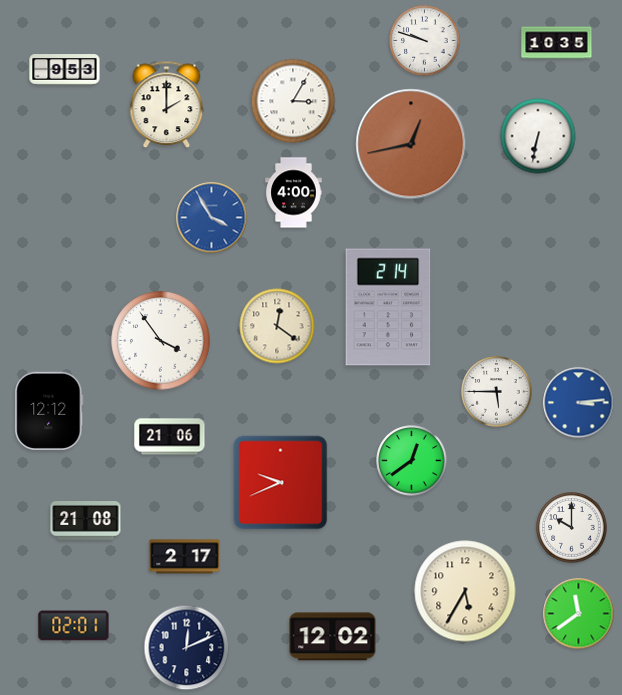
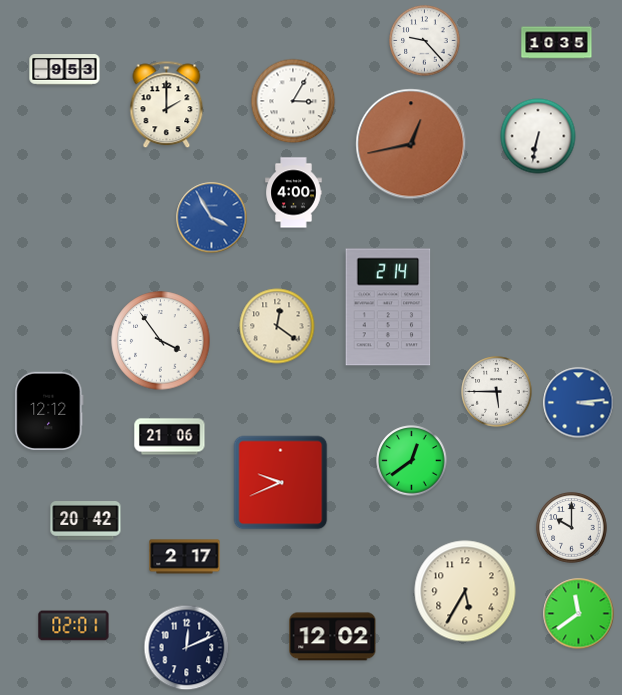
clock at (425, 41): 9:48 -> 9:23
clock at (86, 521): 21:08 -> 20:42
